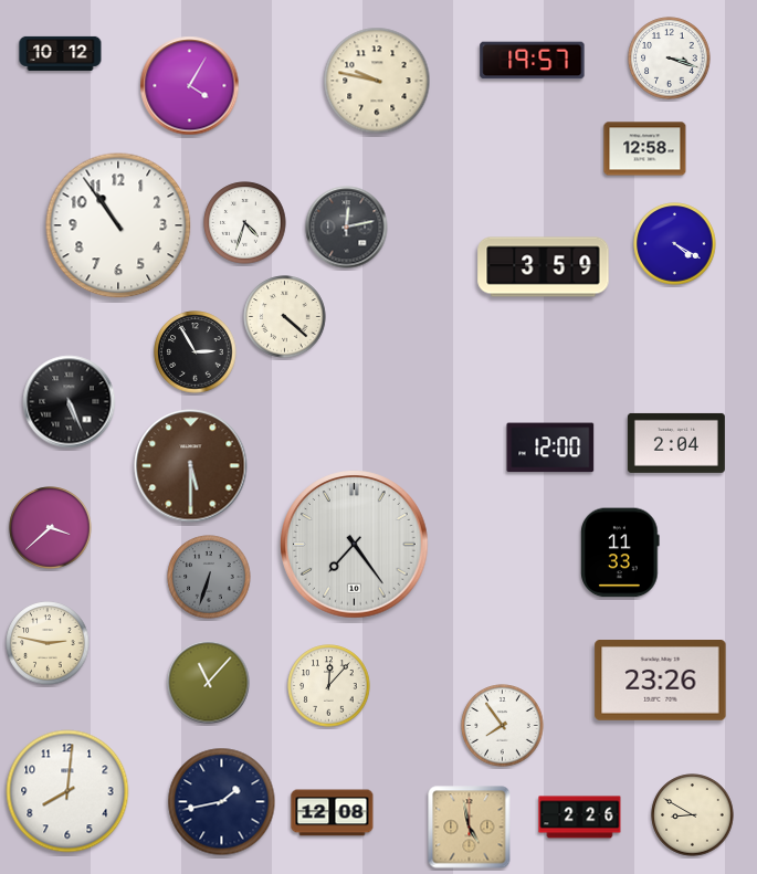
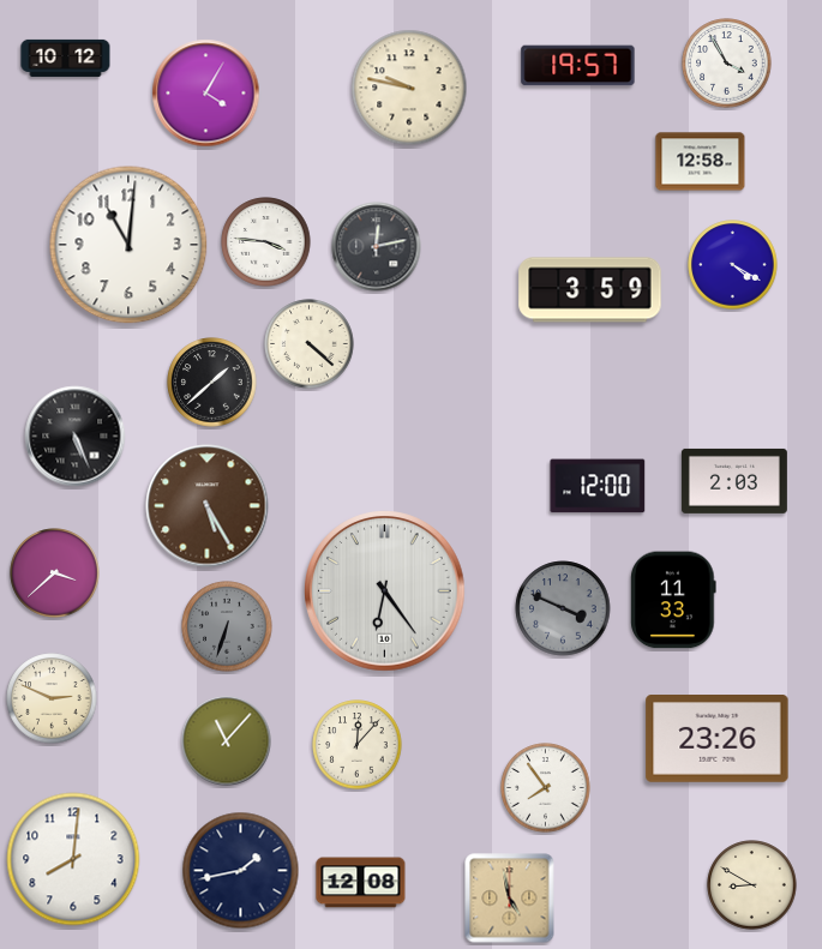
clock at (670, 59): 3:18 -> 3:55
clock at (245, 223): 4:33 -> 3:46
clock at (118, 225): 10:54 -> 11:01
clock at (196, 352): 2:55 -> 1:38
clock at (676, 443): 2:04 -> 2:03
clock at (191, 466): 5:30 -> 5:25
clock at (355, 545): 7:24 -> 6:24
clock at (563, 608): none -> 3:49
clock at (48, 643): 2:47 -> 2:49
clock at (580, 818): 2:26 -> none
